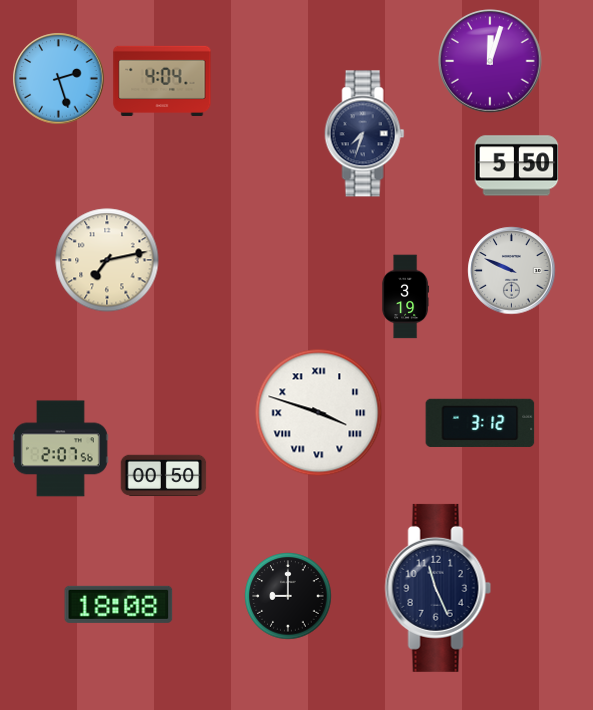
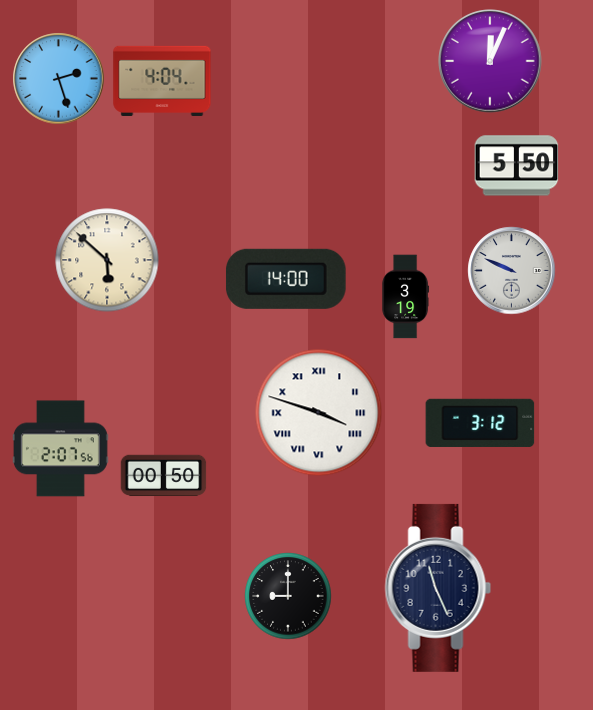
clock at (490, 61): 12:03 -> 12:04
clock at (365, 134): 7:33 -> none
clock at (107, 260): 7:13 -> 5:52
clock at (286, 279): none -> 14:00
clock at (119, 604): 18:08 -> none
